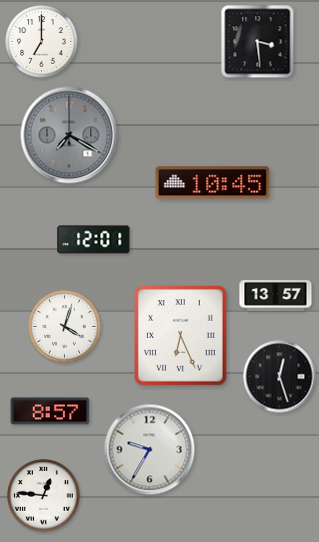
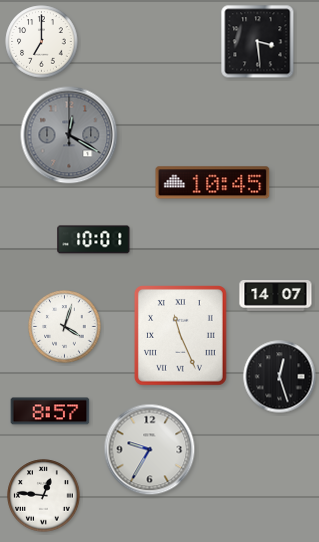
clock at (69, 135): 7:20 -> 12:20
clock at (94, 240): 12:01 -> 10:01
clock at (276, 296): 13:57 -> 14:07
clock at (181, 336): 6:26 -> 11:26
